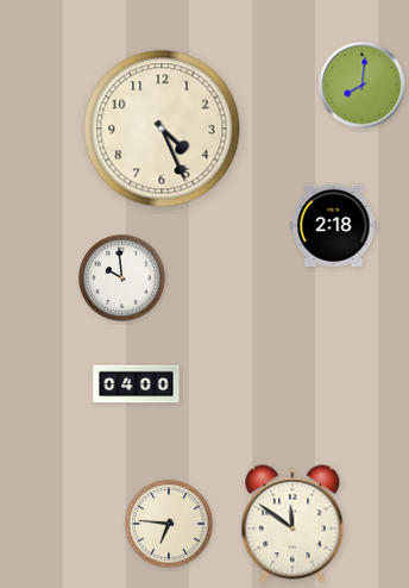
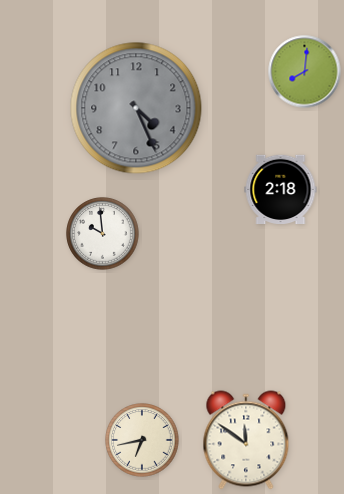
clock at (162, 129) dial: cream -> grey
clock at (137, 384): 04:00 -> none
clock at (169, 524): 6:46 -> 6:43
